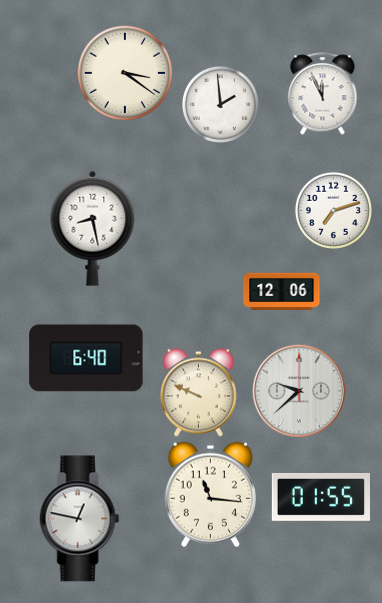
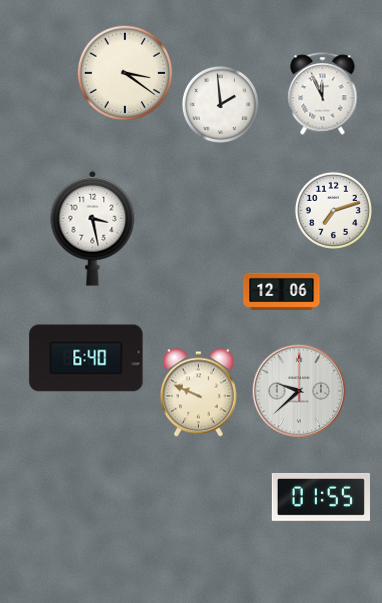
clock at (93, 228): 8:28 -> 3:28
clock at (210, 494): 11:16 -> none
clock at (80, 519): 12:47 -> none
